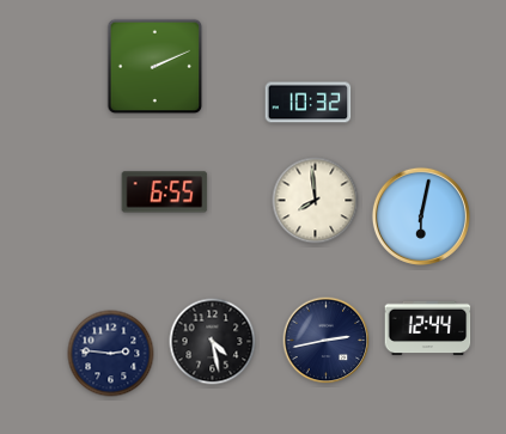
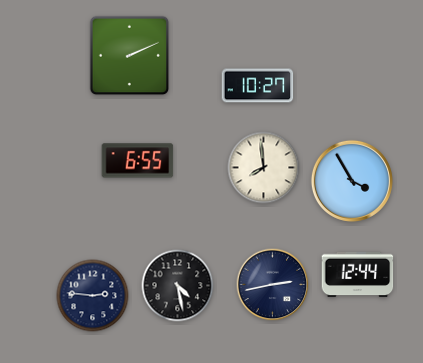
clock at (309, 103): 10:32 -> 10:27
clock at (421, 216): 6:02 -> 3:55
